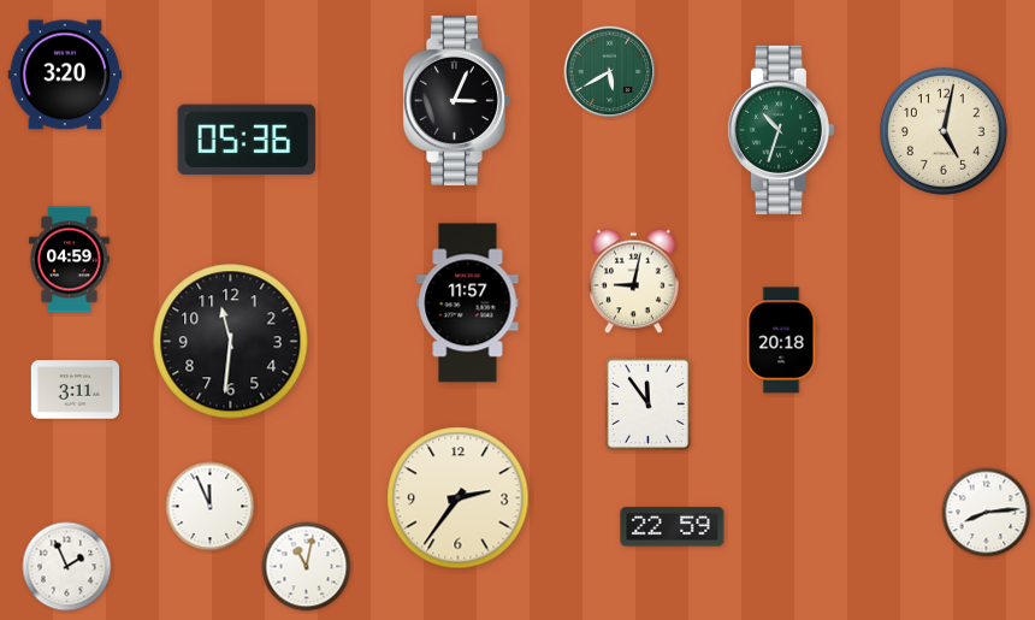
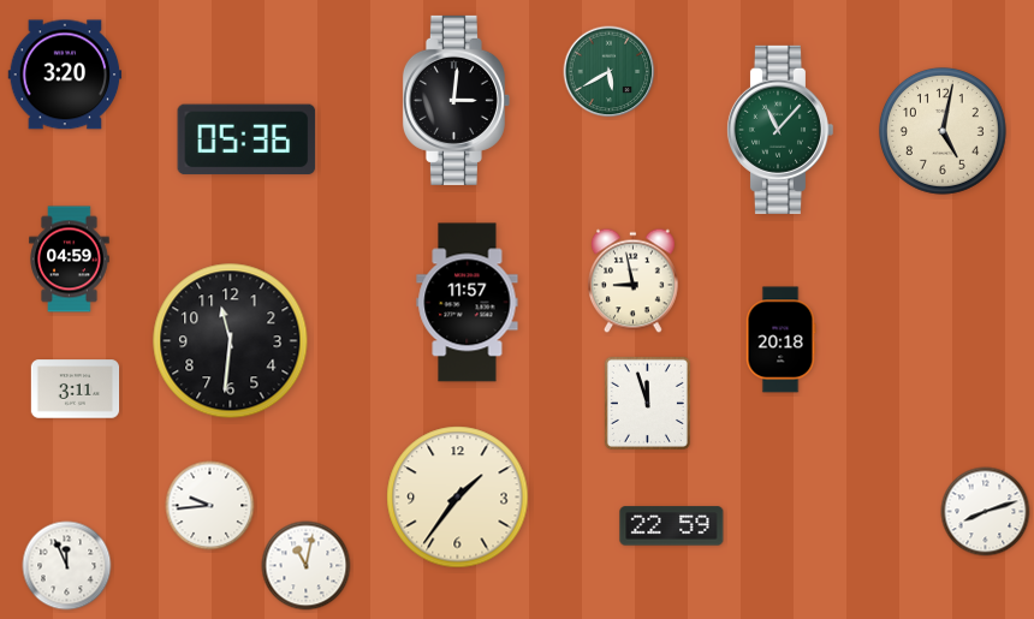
clock at (456, 100): 3:04 -> 3:01
clock at (780, 130): 10:33 -> 11:07
clock at (634, 282): 9:02 -> 8:58
clock at (647, 403): 11:54 -> 11:57
clock at (459, 498): 2:36 -> 1:36
clock at (211, 507): 11:56 -> 9:44
clock at (987, 513): 8:14 -> 8:12
clock at (67, 567): 1:56 -> 11:56
